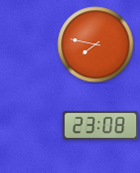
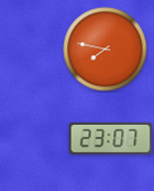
clock at (101, 125): 23:08 -> 23:07
